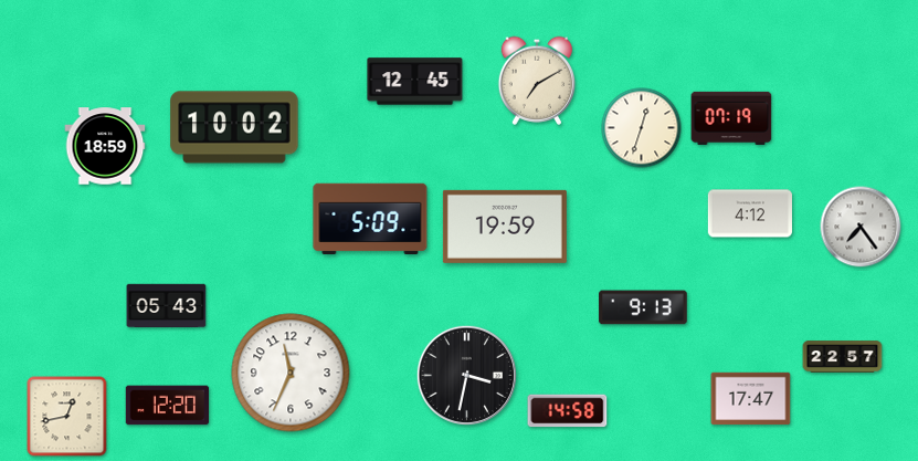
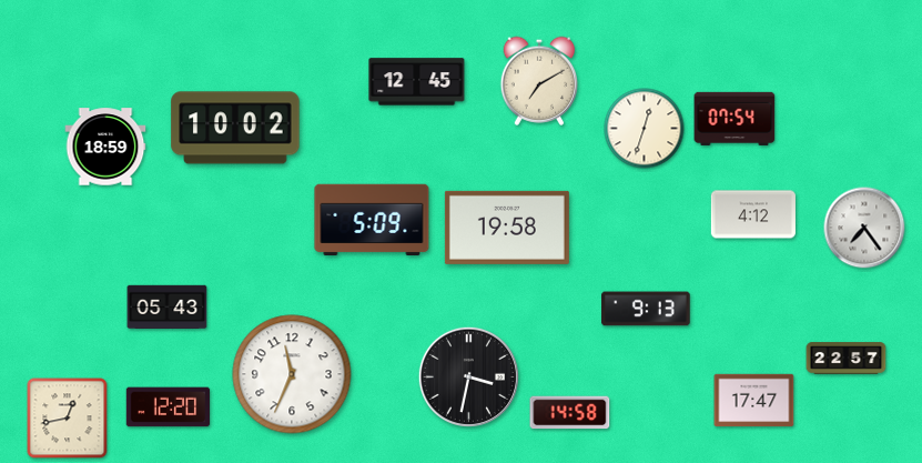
clock at (731, 118): 07:19 -> 07:54
clock at (505, 227): 19:59 -> 19:58
